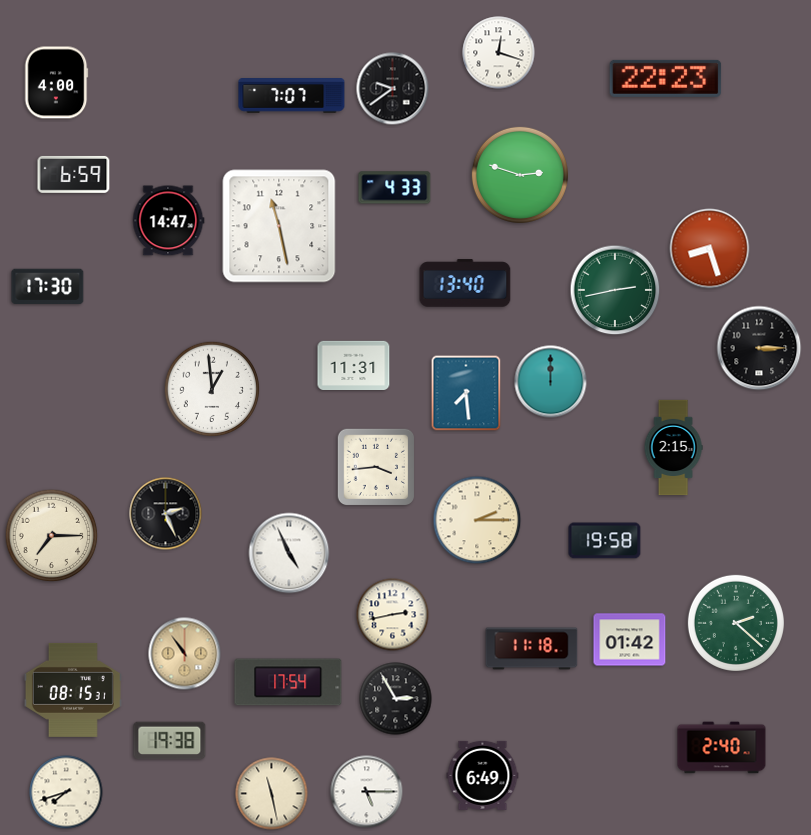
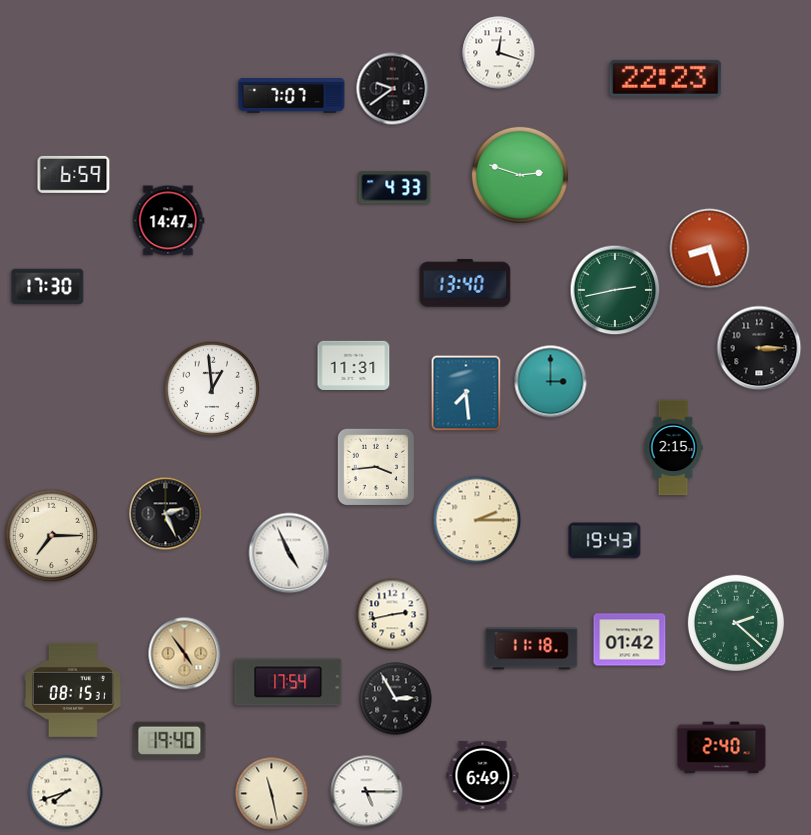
clock at (56, 83): 4:00 -> none
clock at (279, 226): 11:28 -> none
clock at (551, 382): 12:00 -> 3:00
clock at (605, 541): 19:58 -> 19:43
clock at (185, 654): 10:54 -> 4:54
clock at (170, 741): 19:38 -> 19:40
